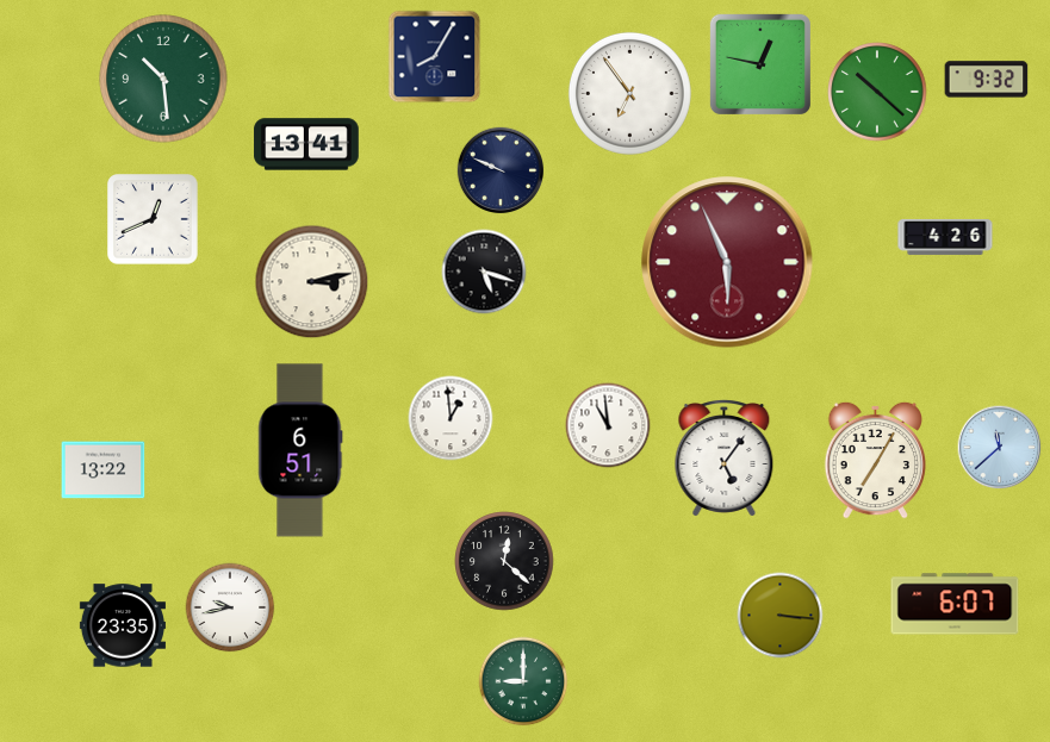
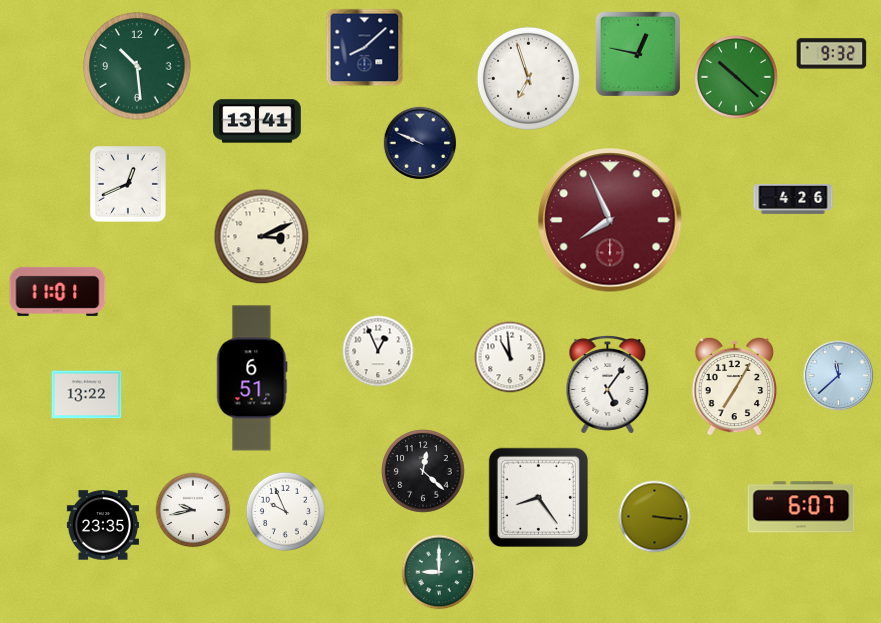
clock at (435, 57): 8:05 -> 8:08
clock at (987, 80) position: (987, 80) -> (832, 54)
clock at (629, 93): 6:54 -> 6:57
clock at (727, 262): 5:56 -> 7:56
clock at (484, 272): 5:18 -> none
clock at (312, 282): 3:13 -> 3:11
clock at (58, 291): none -> 11:01
clock at (451, 418): 12:59 -> 12:56
clock at (538, 497): none -> 8:24
clock at (285, 511): none -> 9:56
